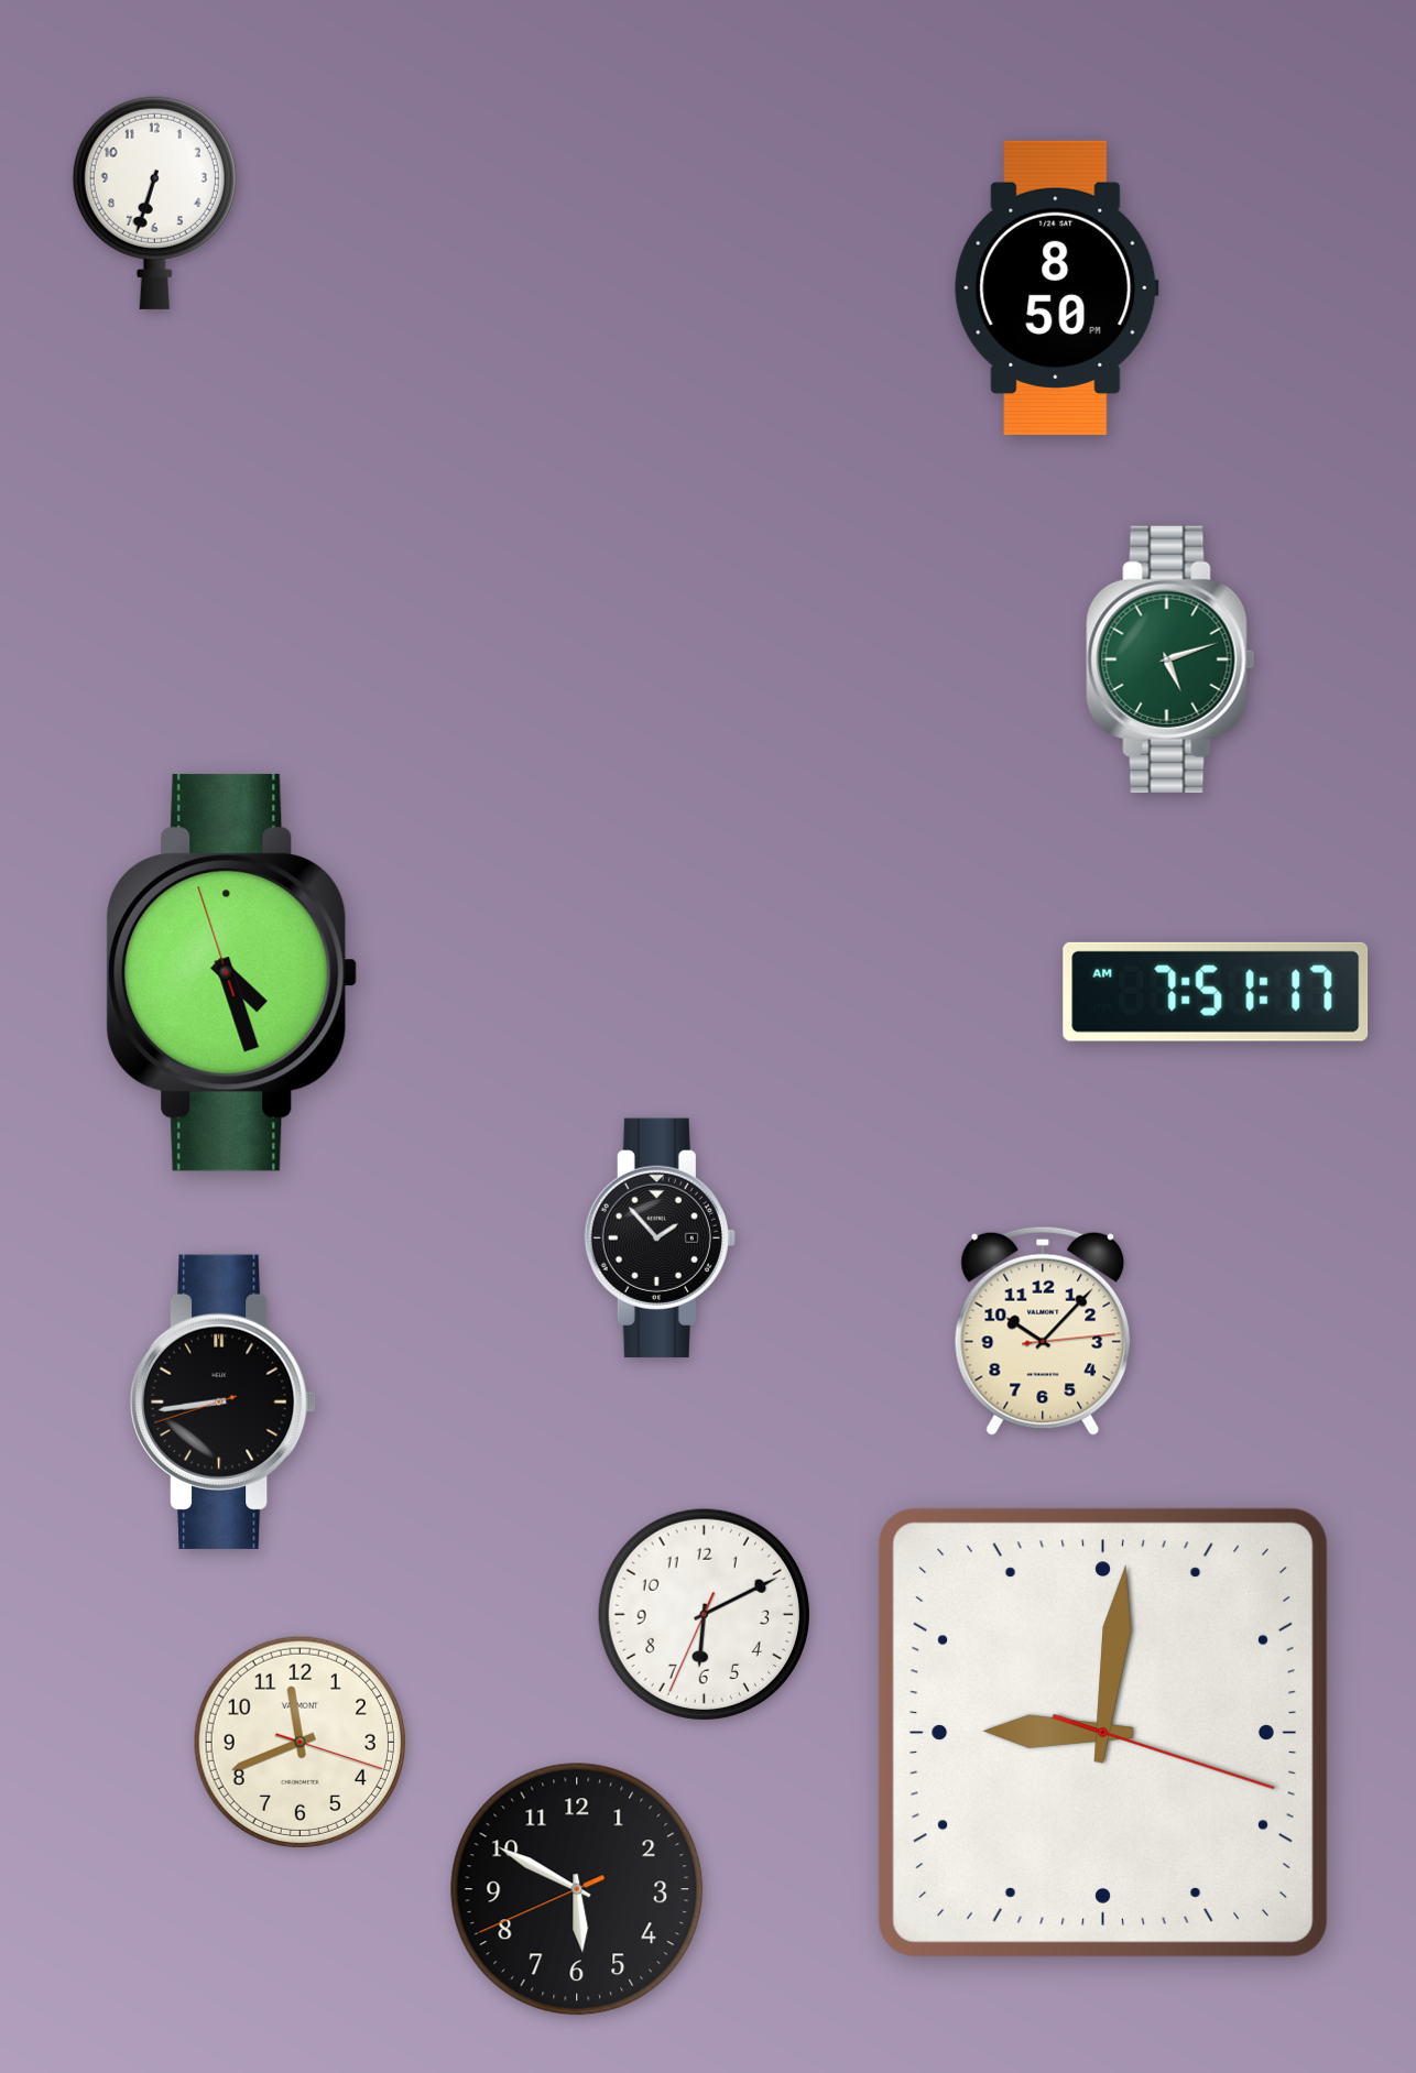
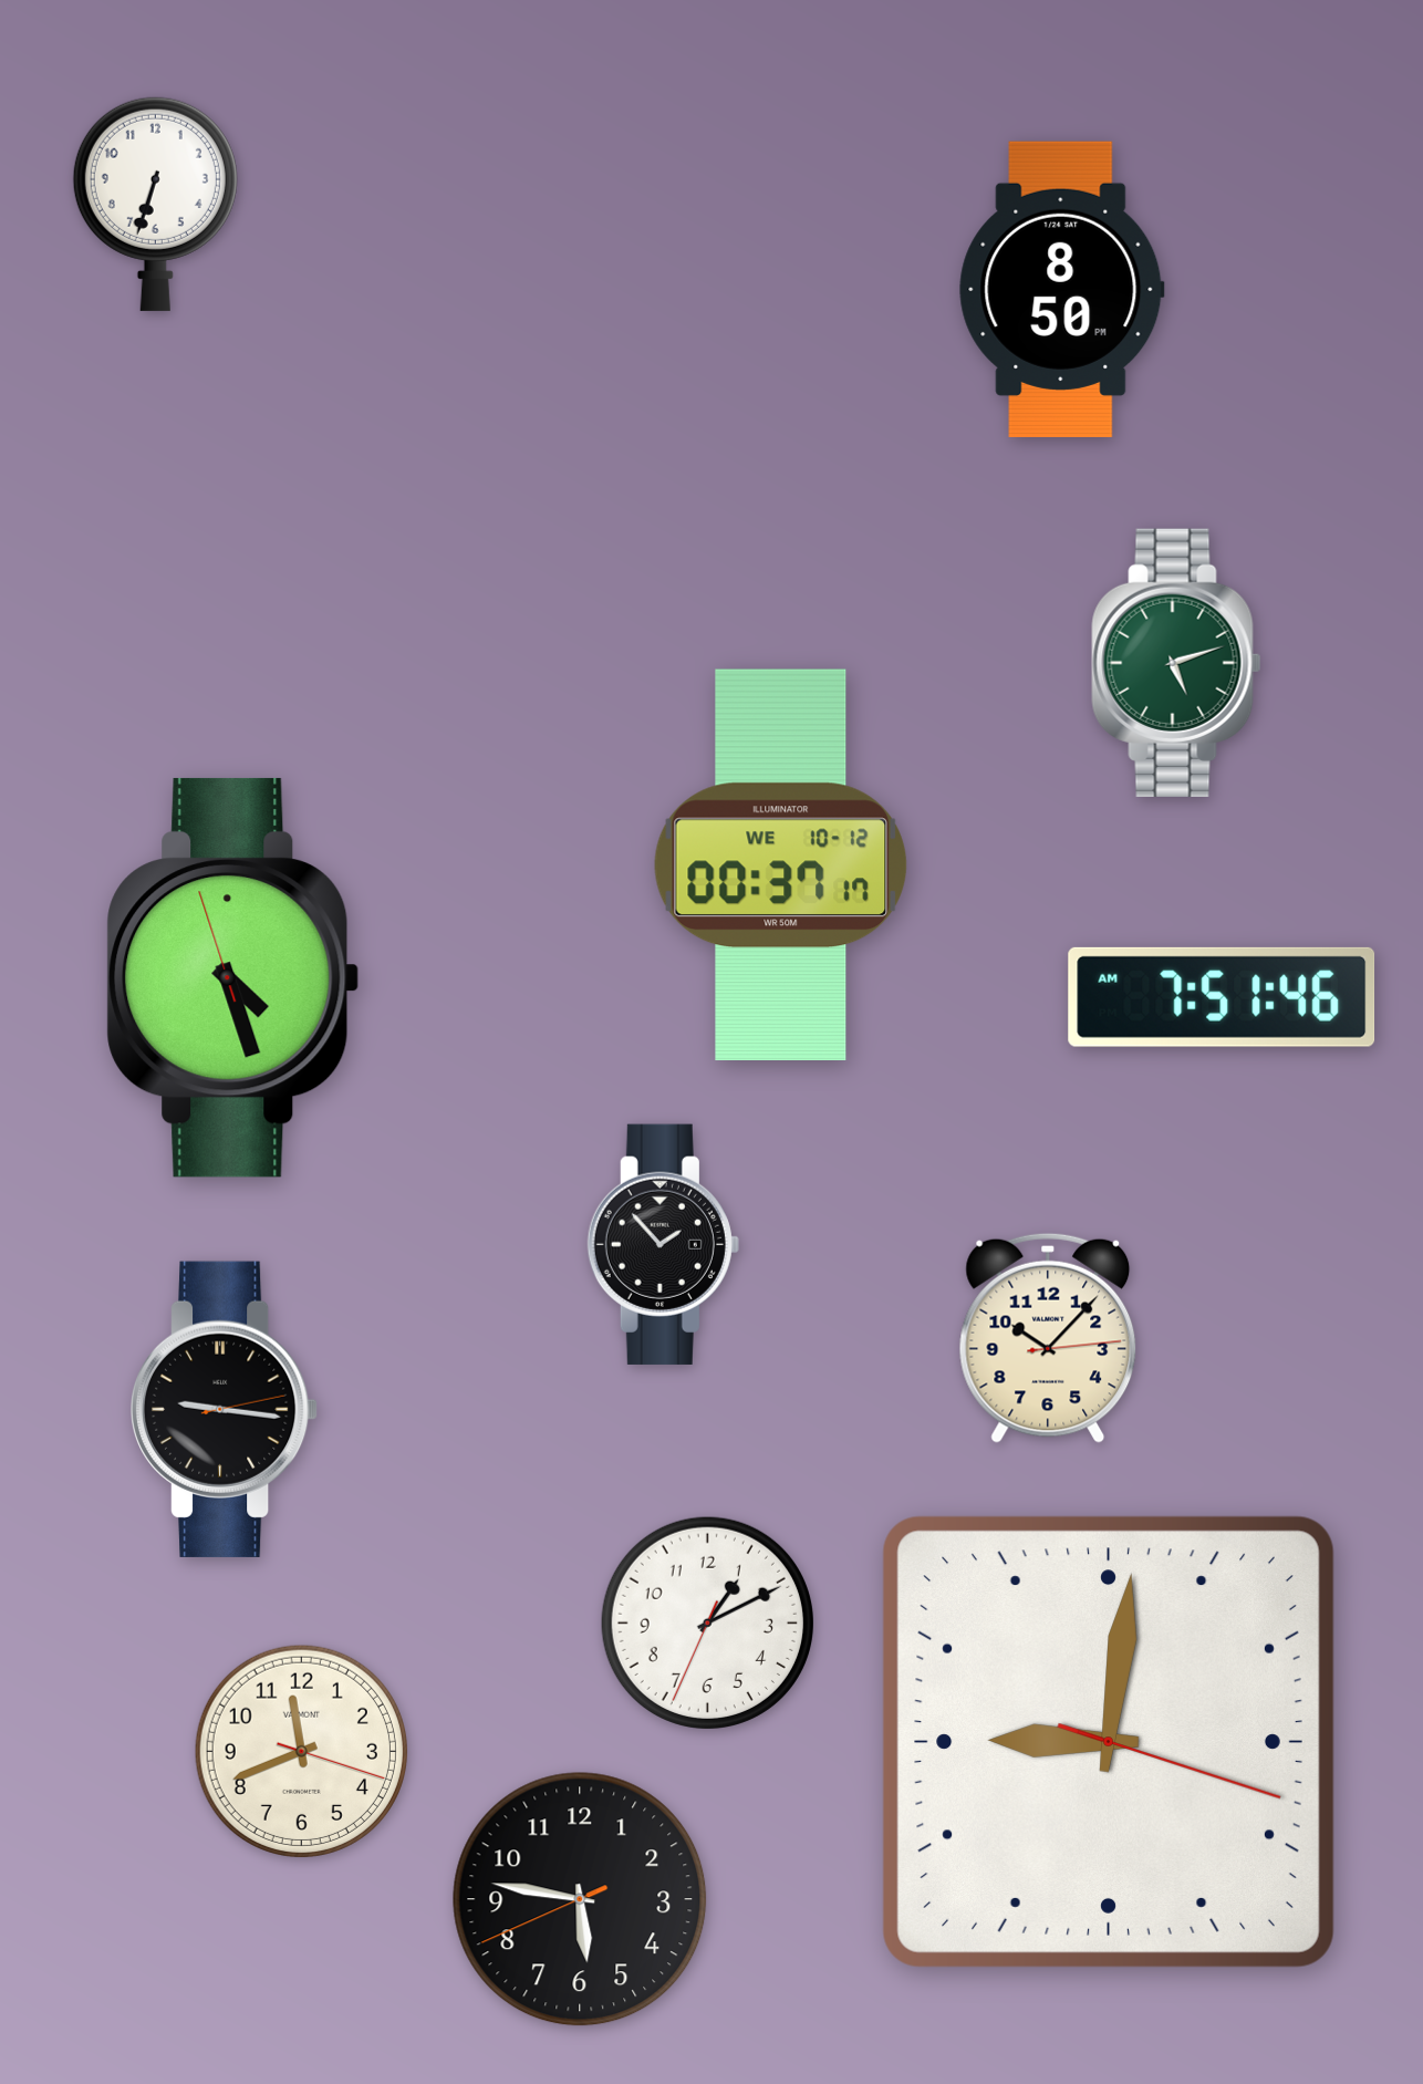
clock at (780, 864): none -> 00:37
clock at (1216, 992): 7:51:17 AM -> 7:51:46 AM
clock at (225, 1401): 8:43 -> 9:16
clock at (704, 1614): 6:10 -> 1:10
clock at (577, 1889): 5:49 -> 5:46
